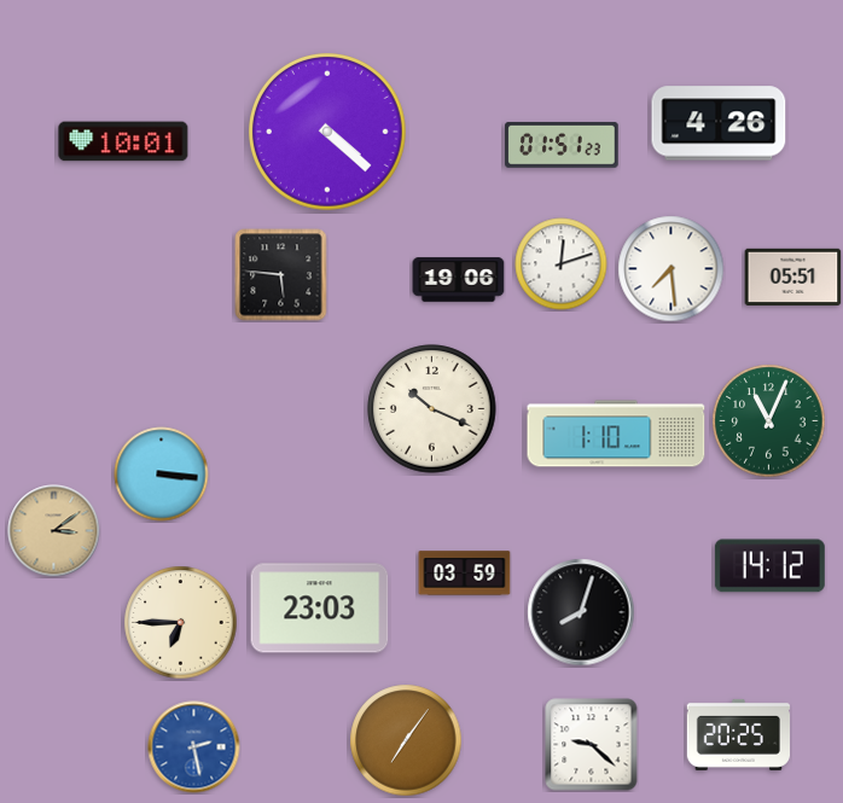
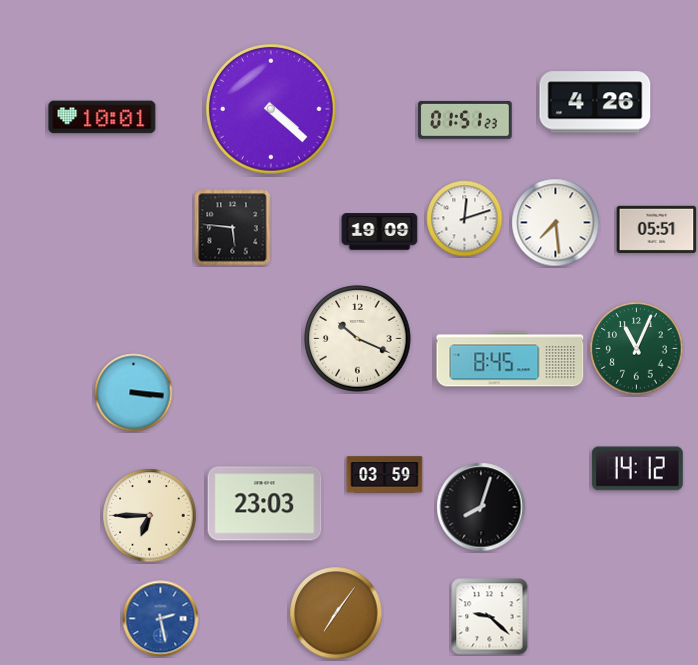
clock at (459, 280): 19:06 -> 19:09
clock at (616, 433): 1:10 -> 8:45
clock at (54, 531): 3:09 -> none
clock at (738, 734): 20:25 -> none
